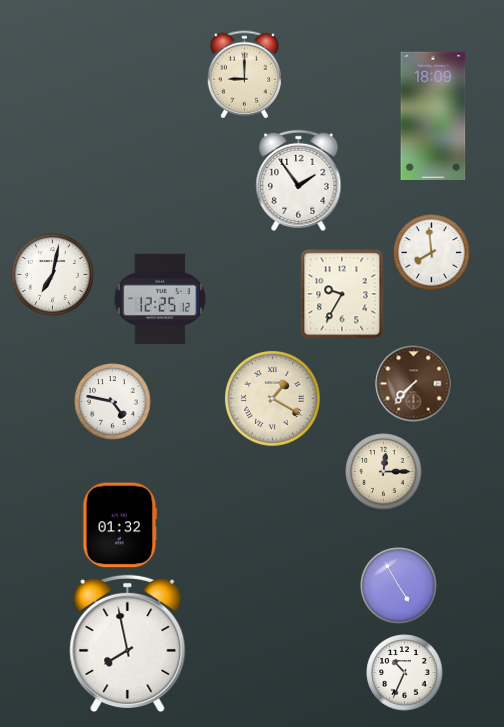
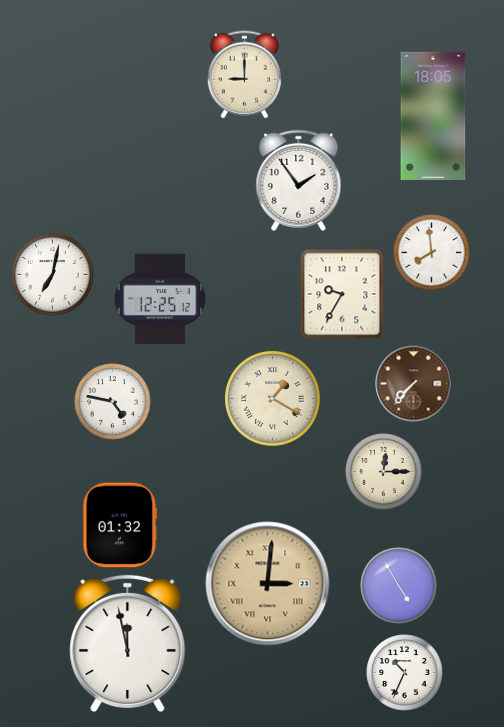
clock at (433, 115): 18:09 -> 18:05
clock at (268, 584): none -> 3:01
clock at (128, 643): 7:58 -> 11:58
